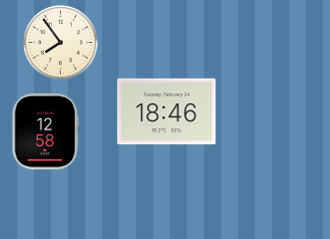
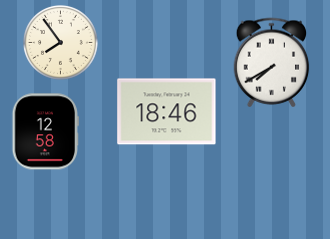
clock at (272, 63): none -> 7:40
